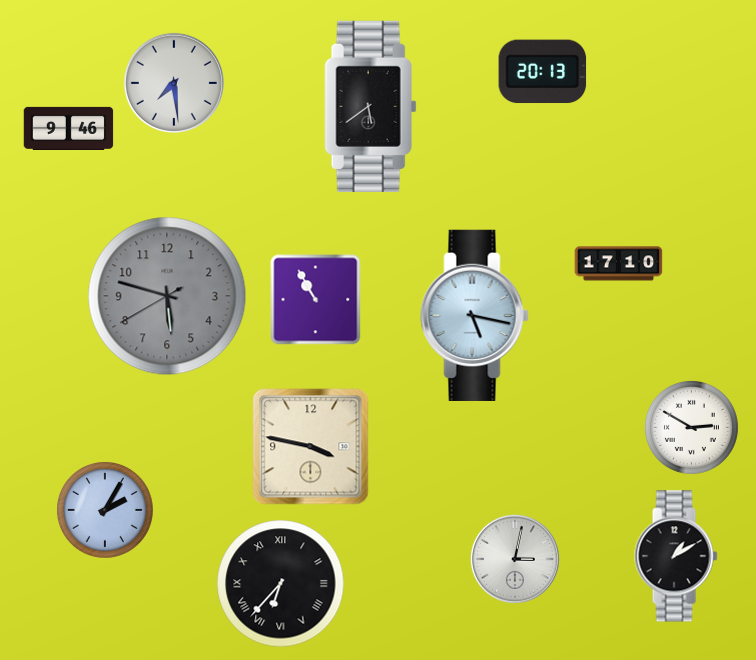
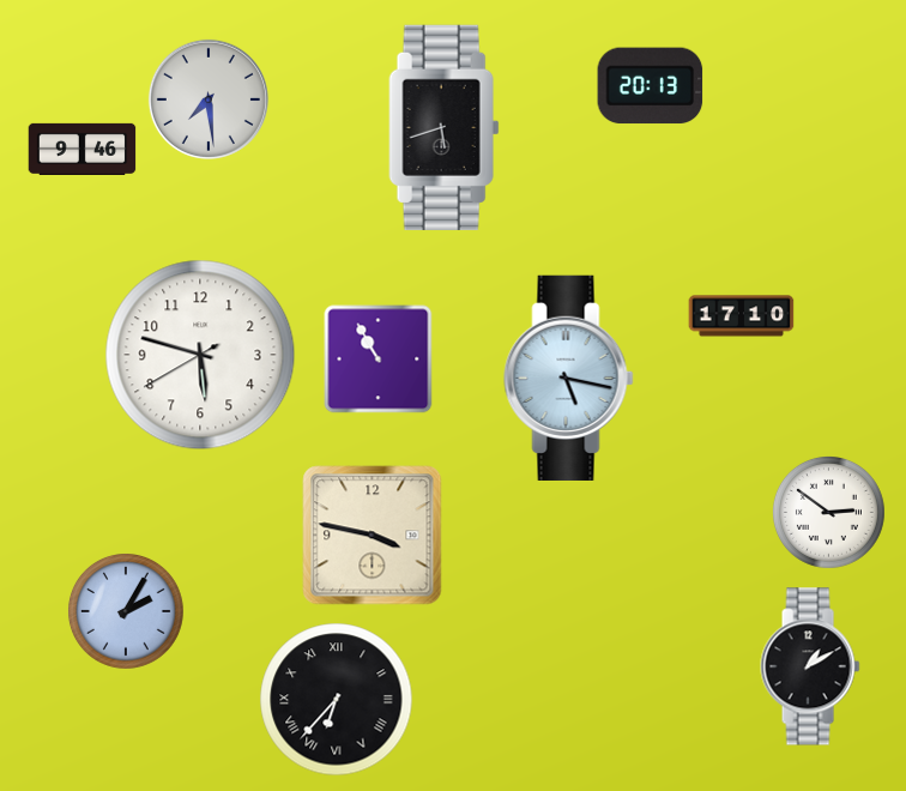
clock at (371, 106): 5:39 -> 5:42
clock at (69, 128) position: (69, 128) -> (83, 149)
clock at (167, 296) dial: grey -> white
clock at (691, 427): 2:50 -> 2:51
clock at (515, 559): 3:02 -> none
